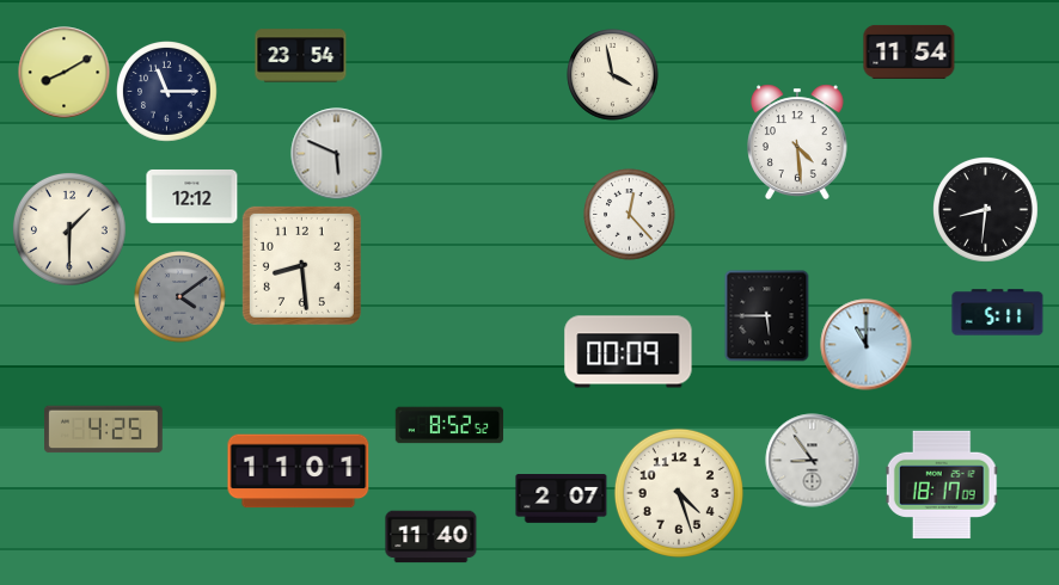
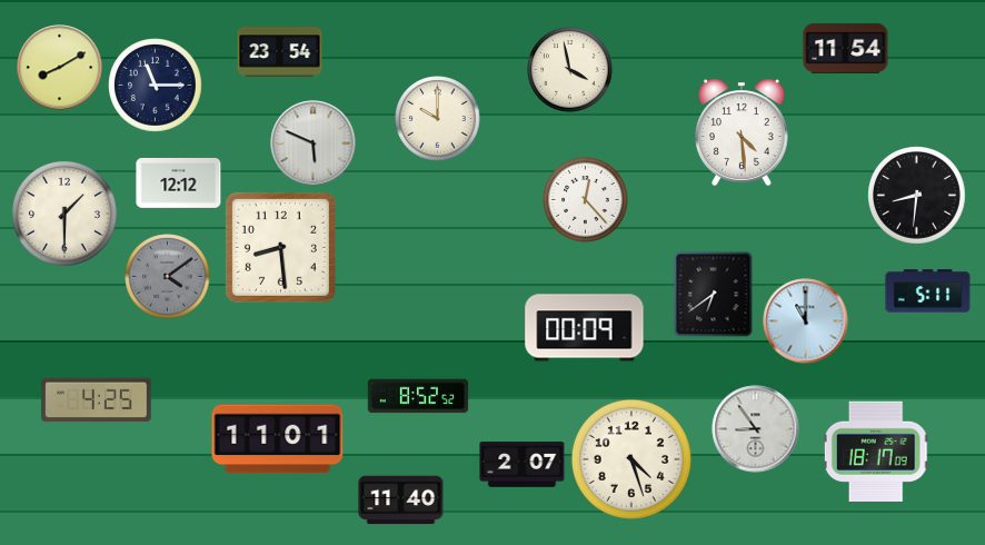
clock at (438, 119): none -> 10:00
clock at (767, 315): 5:45 -> 6:39
